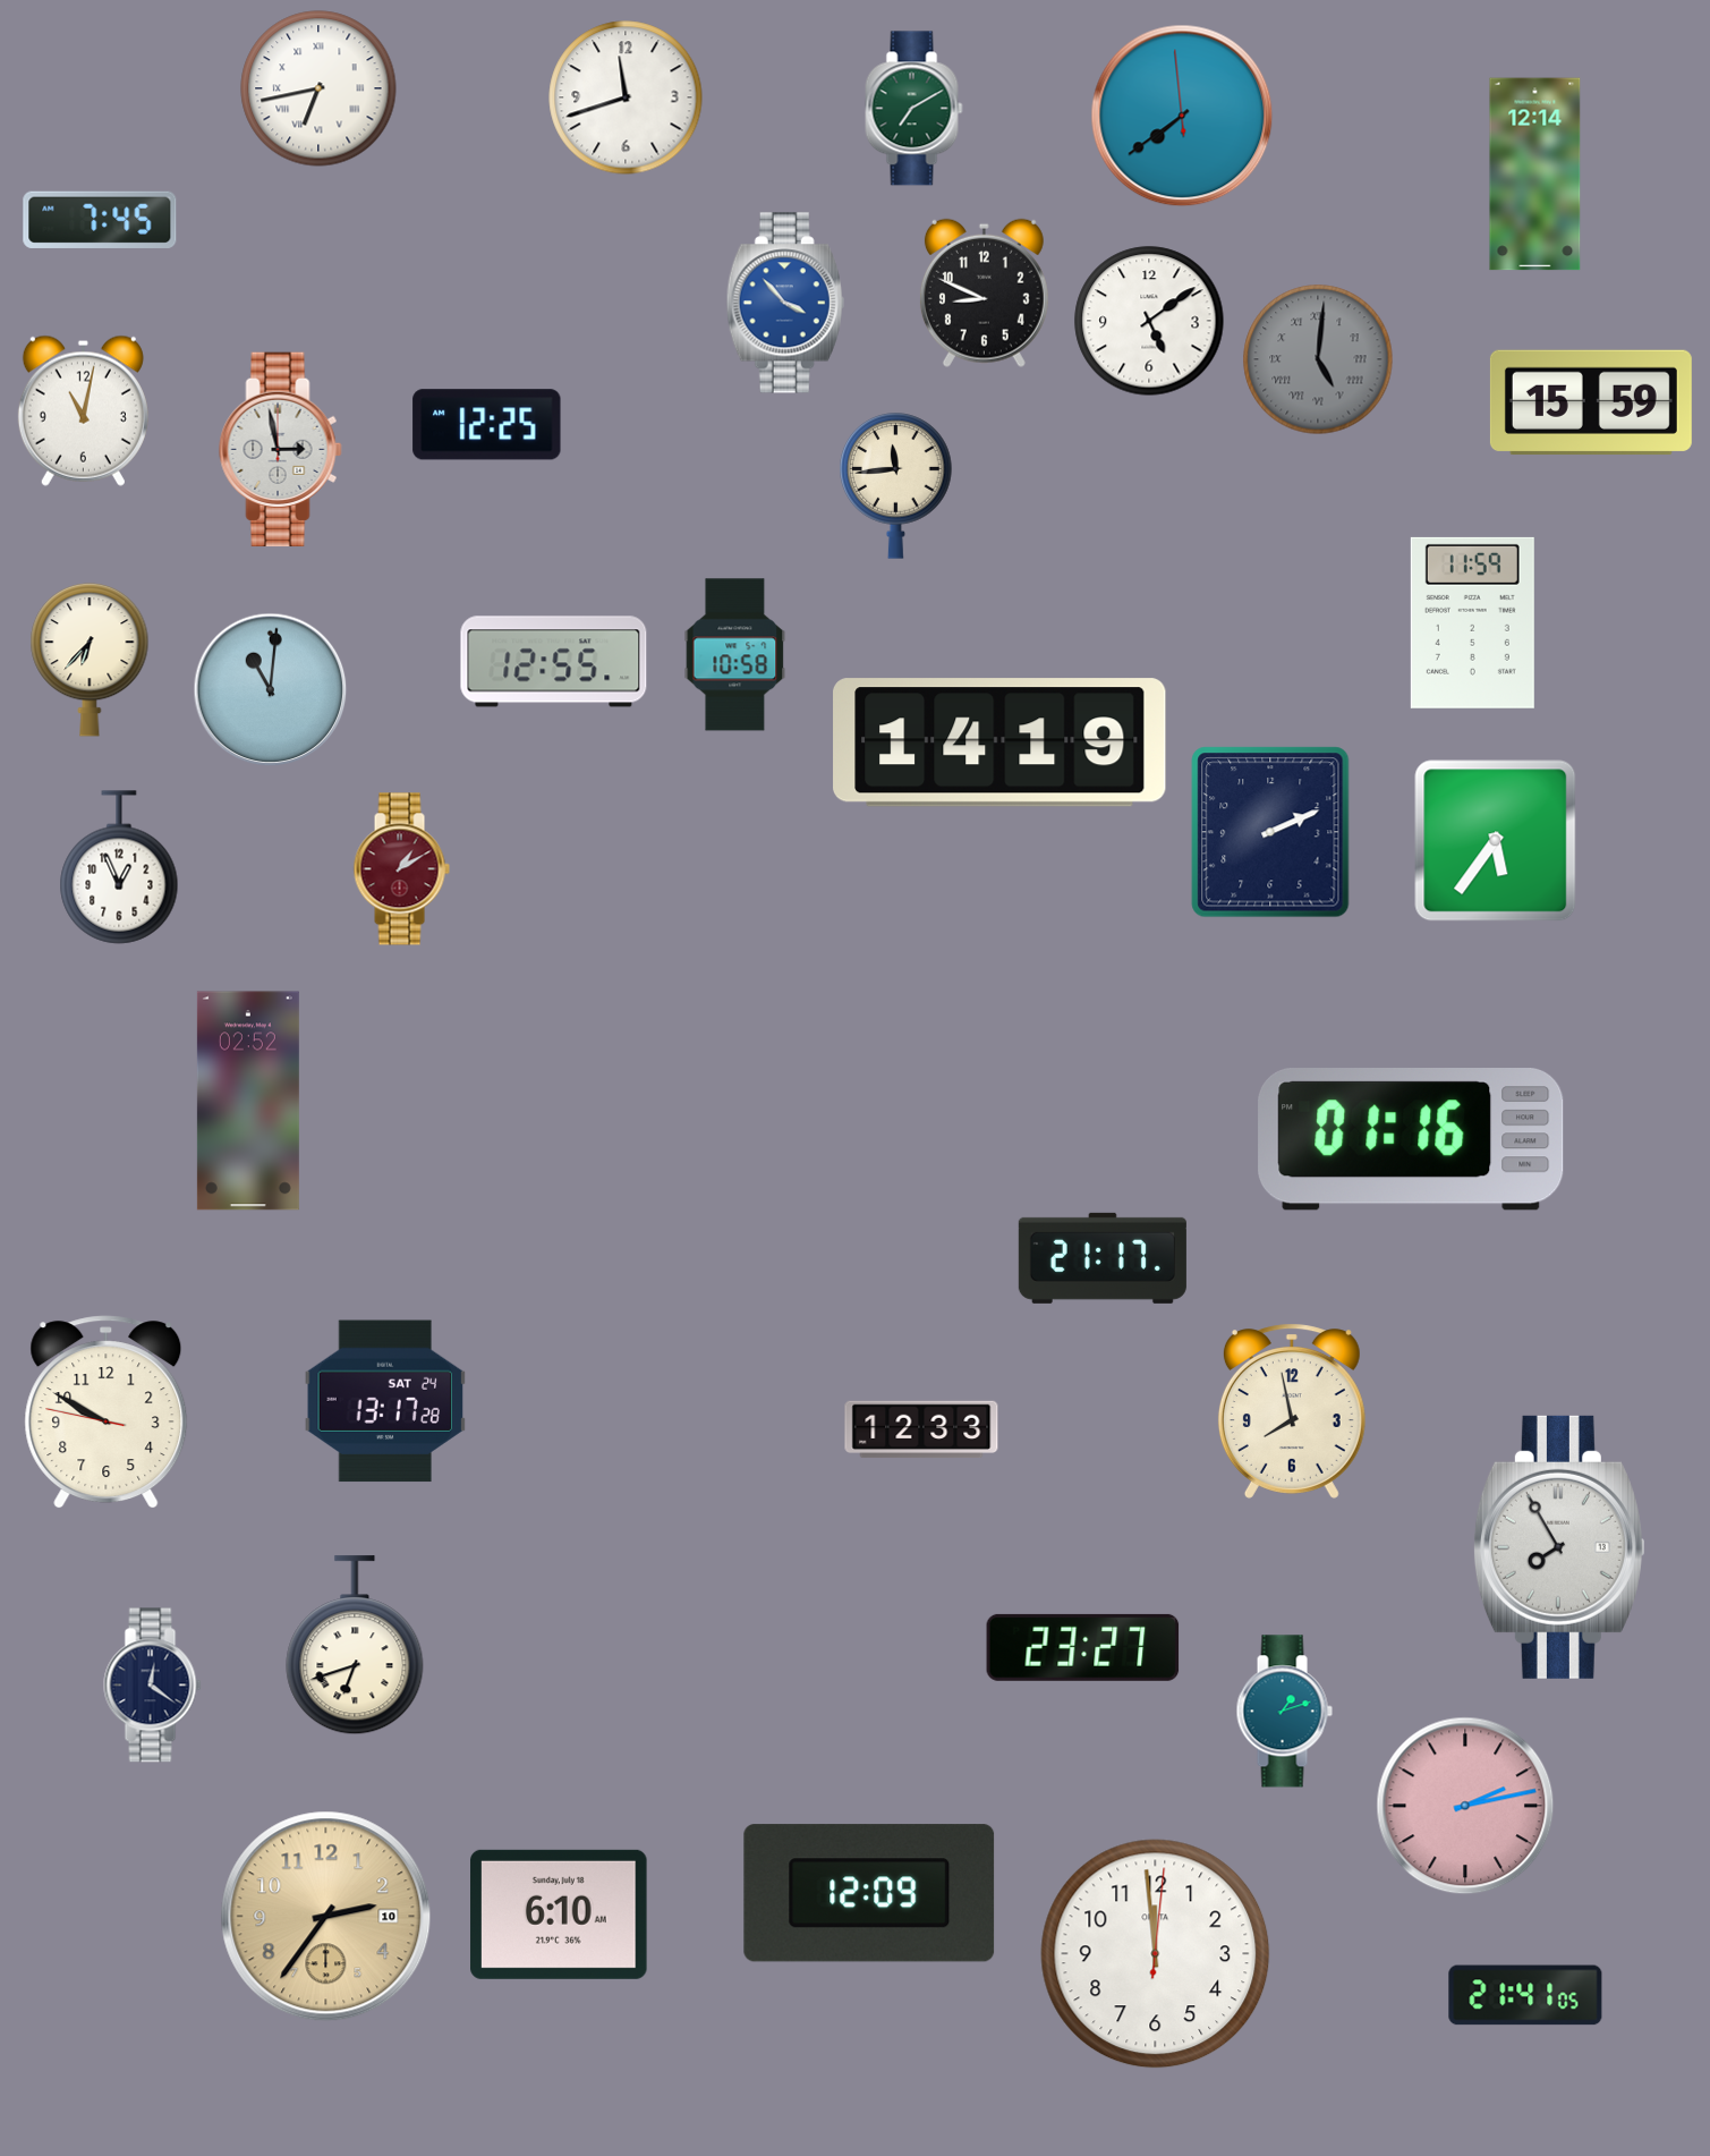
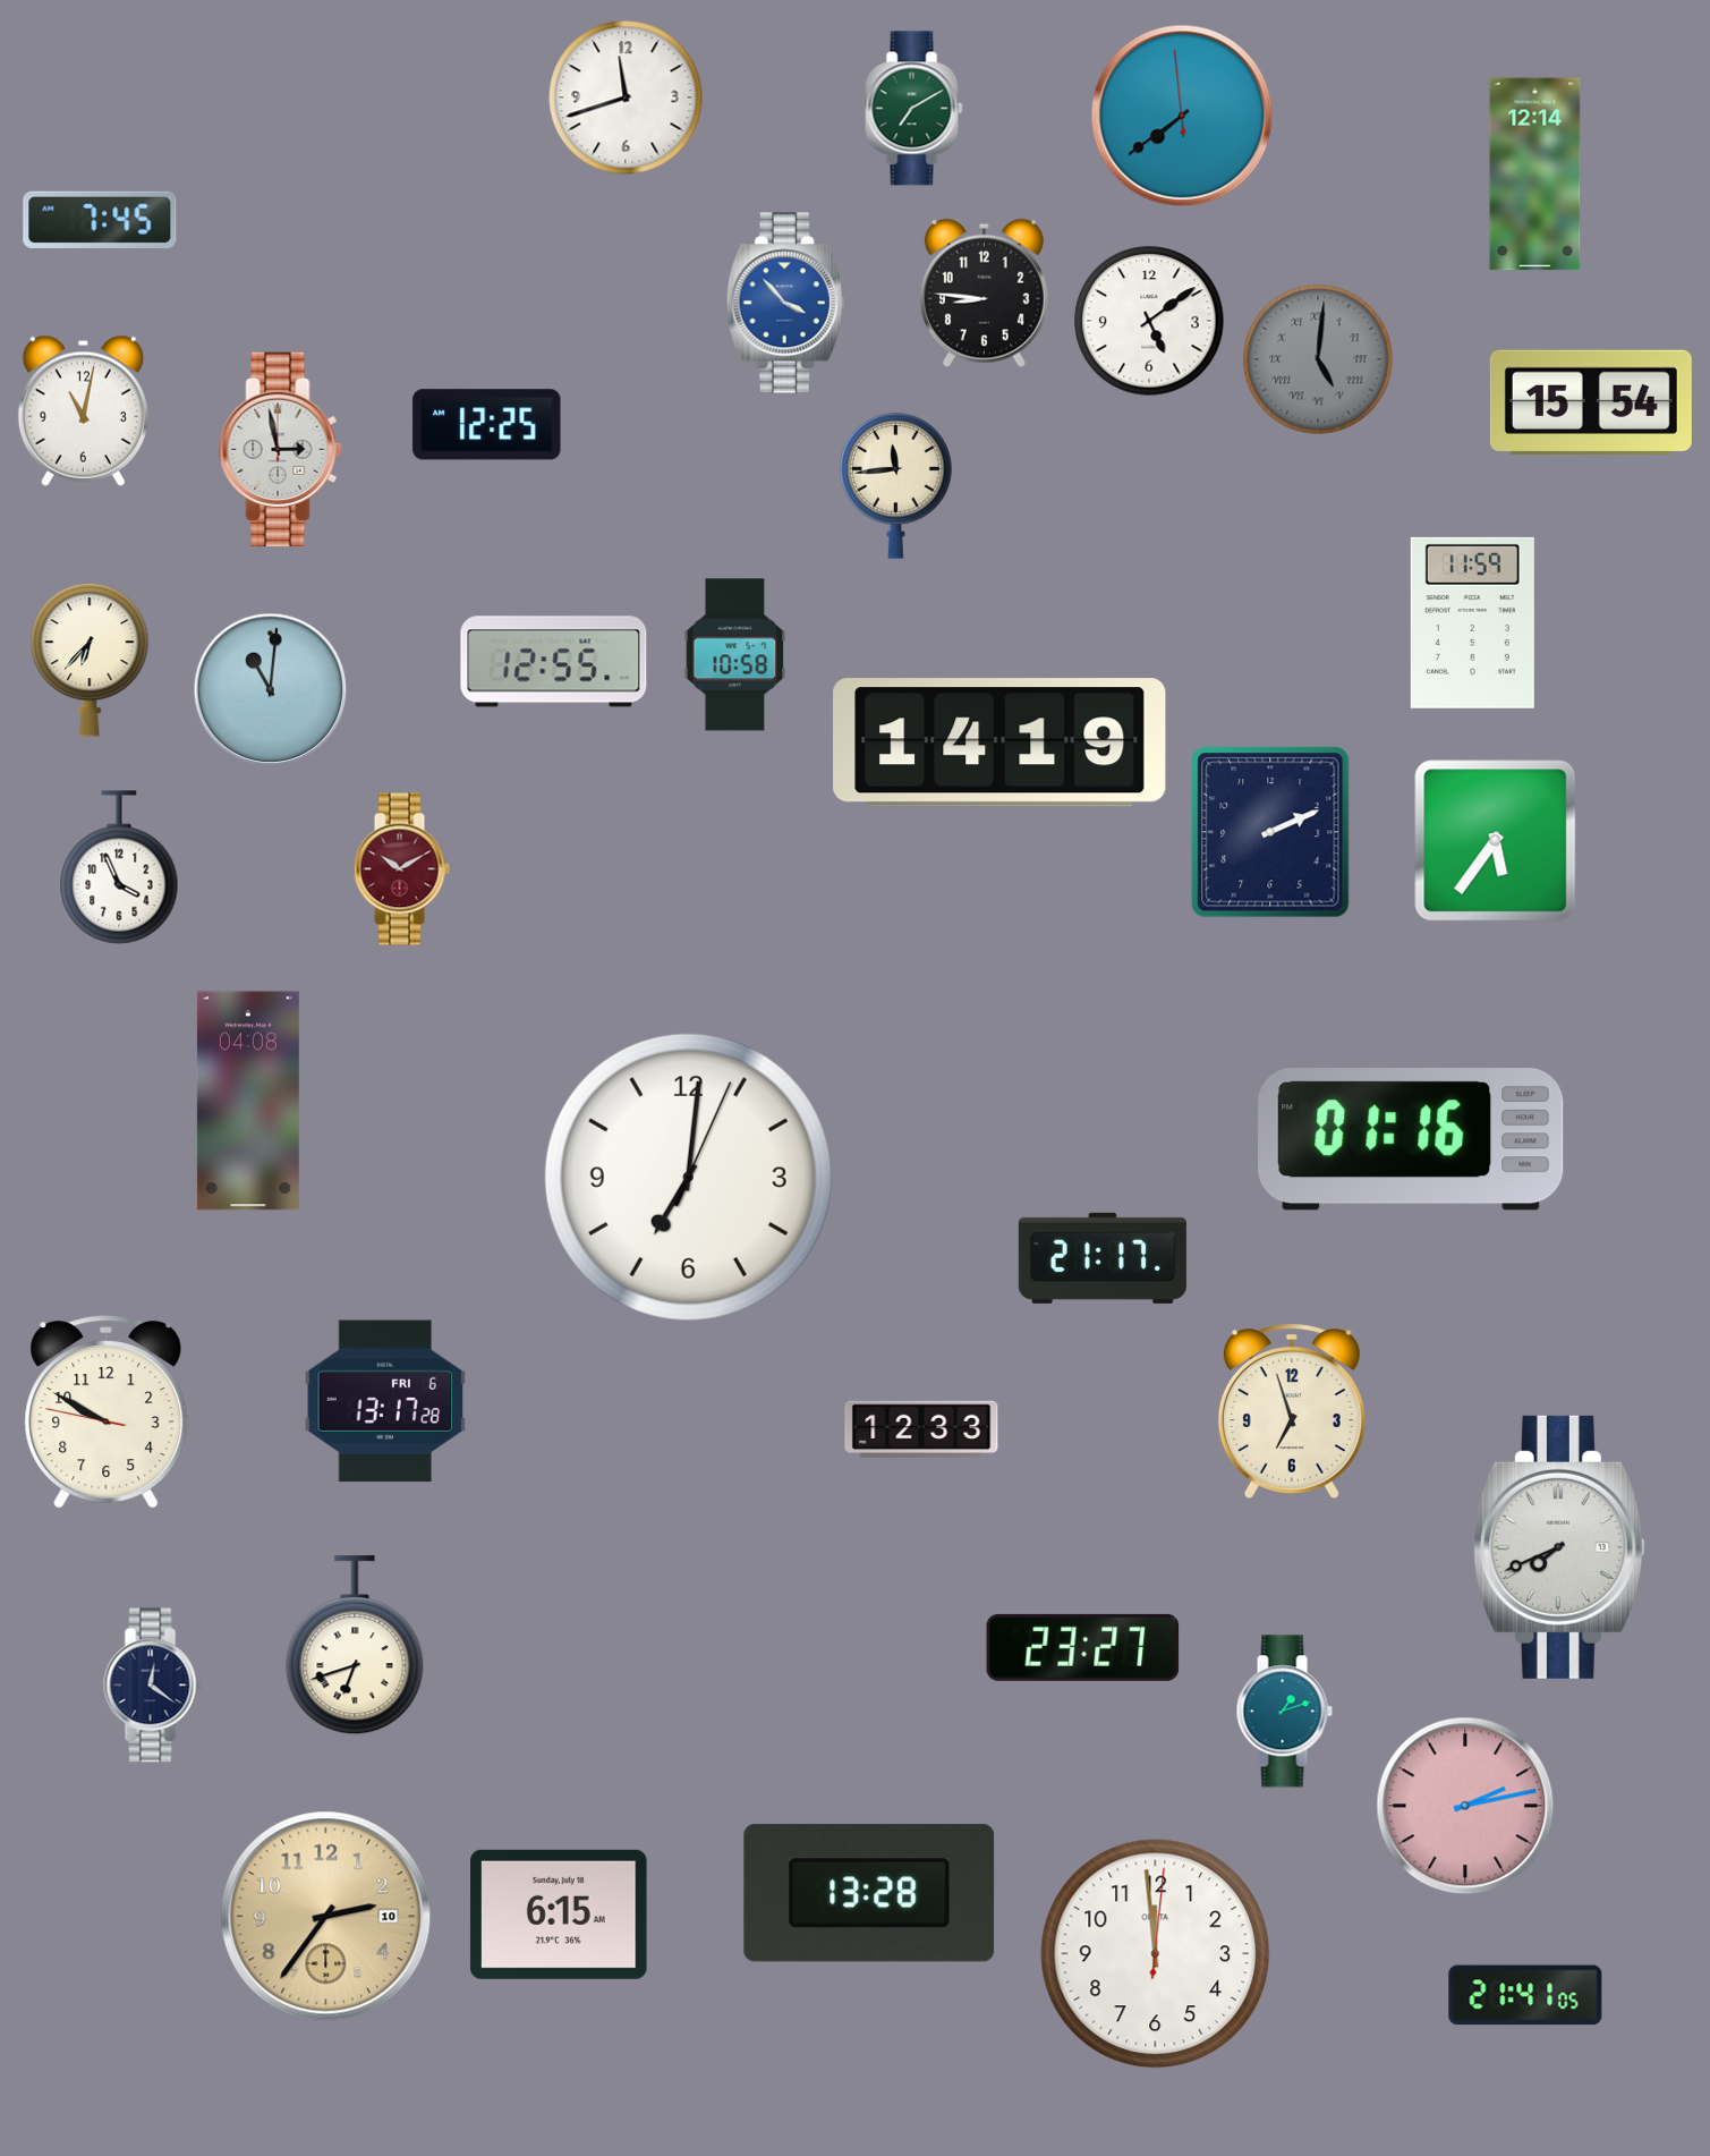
clock at (318, 88): 6:43 -> none
clock at (984, 292): 8:49 -> 8:46
clock at (1591, 402): 15:59 -> 15:54
clock at (119, 867): 12:56 -> 3:56
clock at (401, 869): 1:10 -> 10:10
clock at (248, 1101): 02:52 -> 04:08
clock at (688, 1177): none -> 7:01
clock at (385, 1401) date: SAT 24 -> FRI 6
clock at (1292, 1411): 7:58 -> 6:57
clock at (1559, 1547): 7:55 -> 7:41
clock at (869, 1893): 12:09 -> 13:28
clock at (559, 1915): 6:10 -> 6:15
